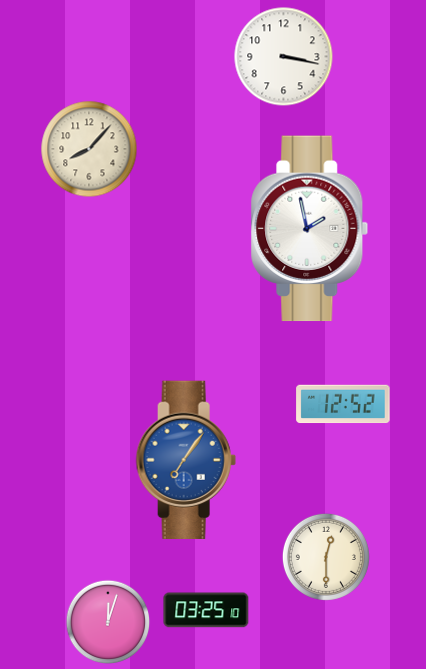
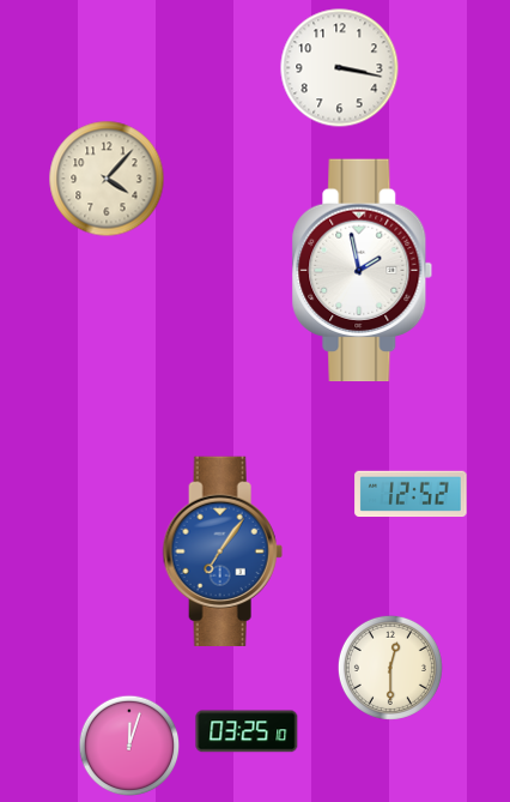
clock at (89, 149): 8:07 -> 4:07
clock at (310, 229) position: (310, 229) -> (363, 271)
clock at (343, 404) position: (343, 404) -> (411, 494)
